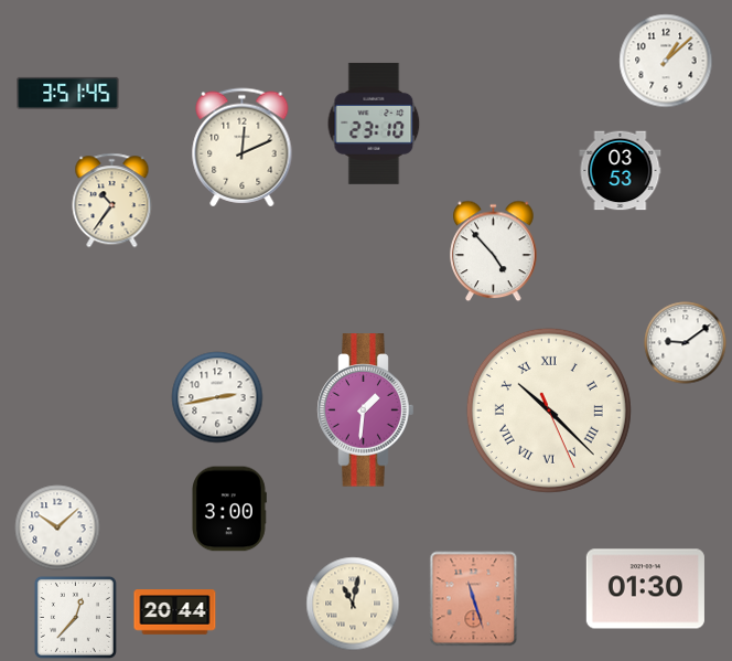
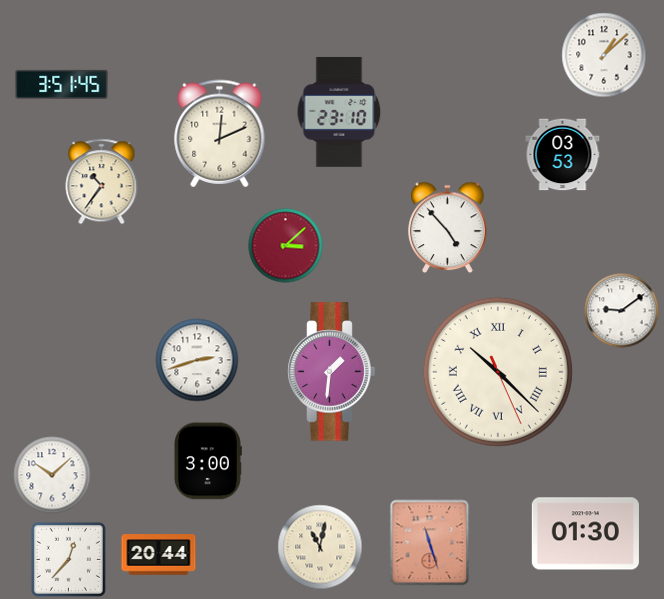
clock at (286, 246): none -> 3:08
clock at (217, 397): 2:43 -> 2:42
clock at (57, 527) position: (57, 527) -> (52, 475)
